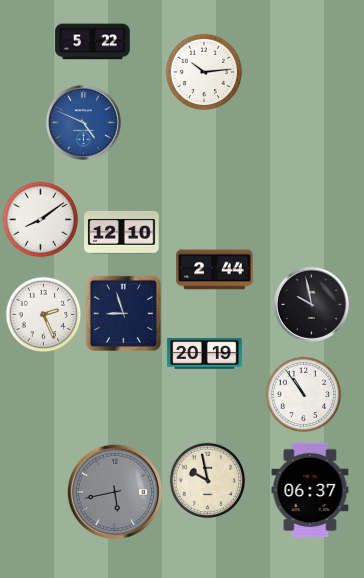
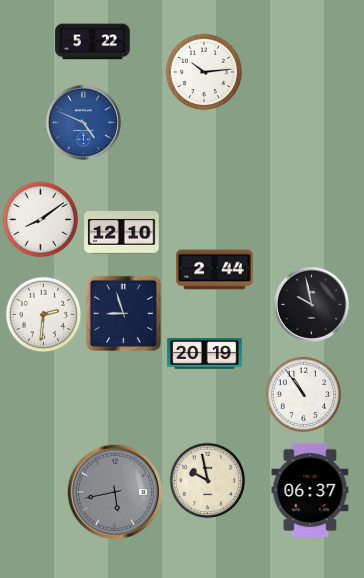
clock at (44, 315): 2:26 -> 2:31
